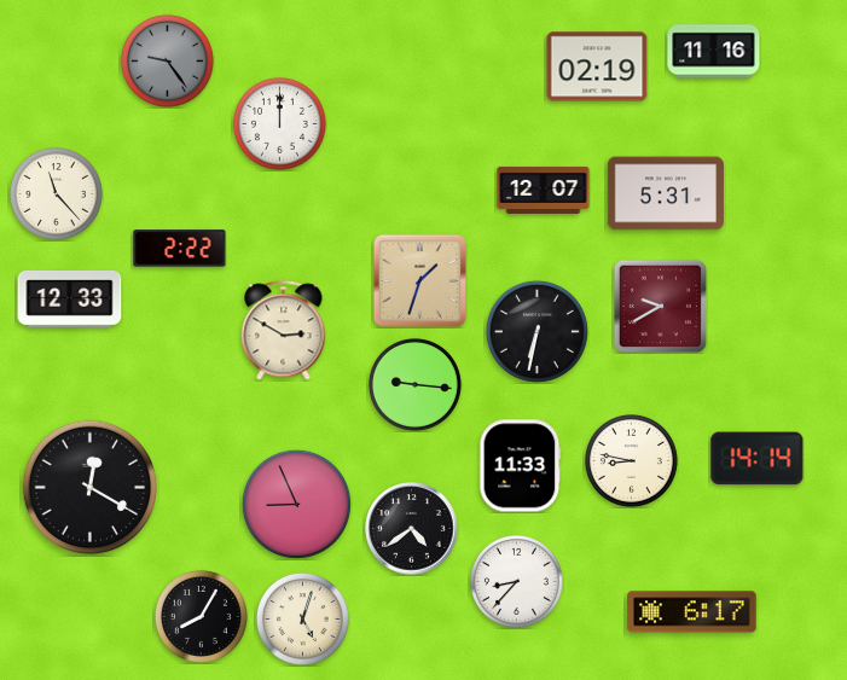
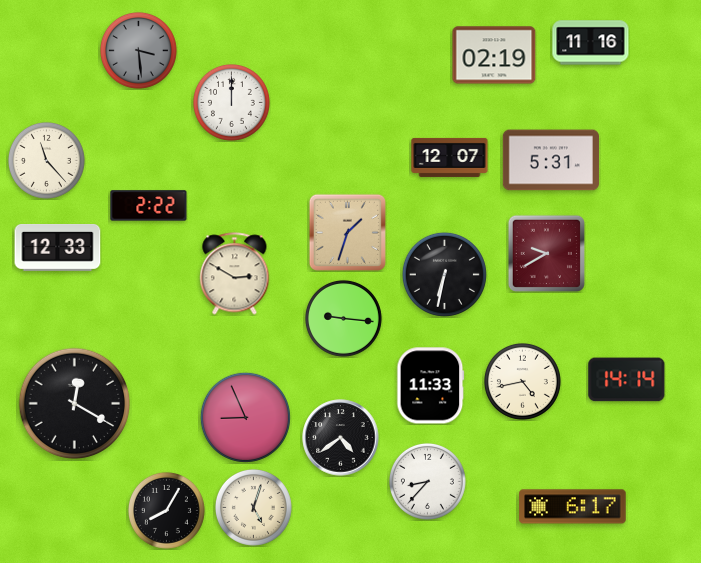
clock at (167, 60): 9:24 -> 3:29
clock at (631, 460): 8:47 -> 4:43
clock at (302, 618) position: (302, 618) -> (253, 507)
